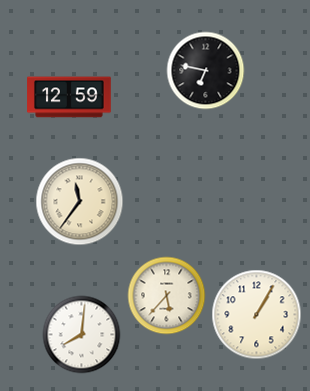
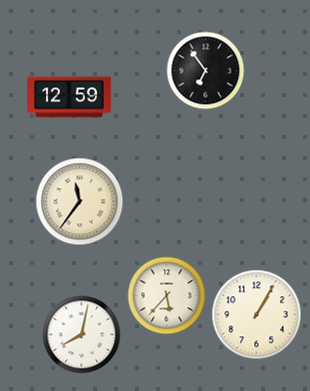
clock at (205, 70): 6:47 -> 6:54
clock at (81, 334): 8:01 -> 8:02
